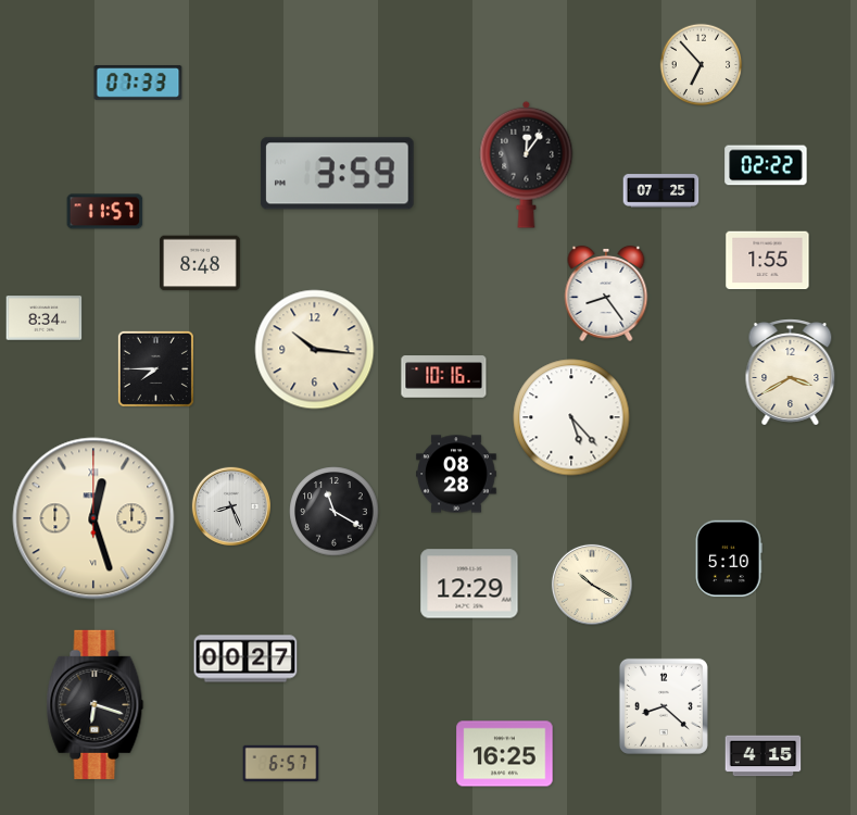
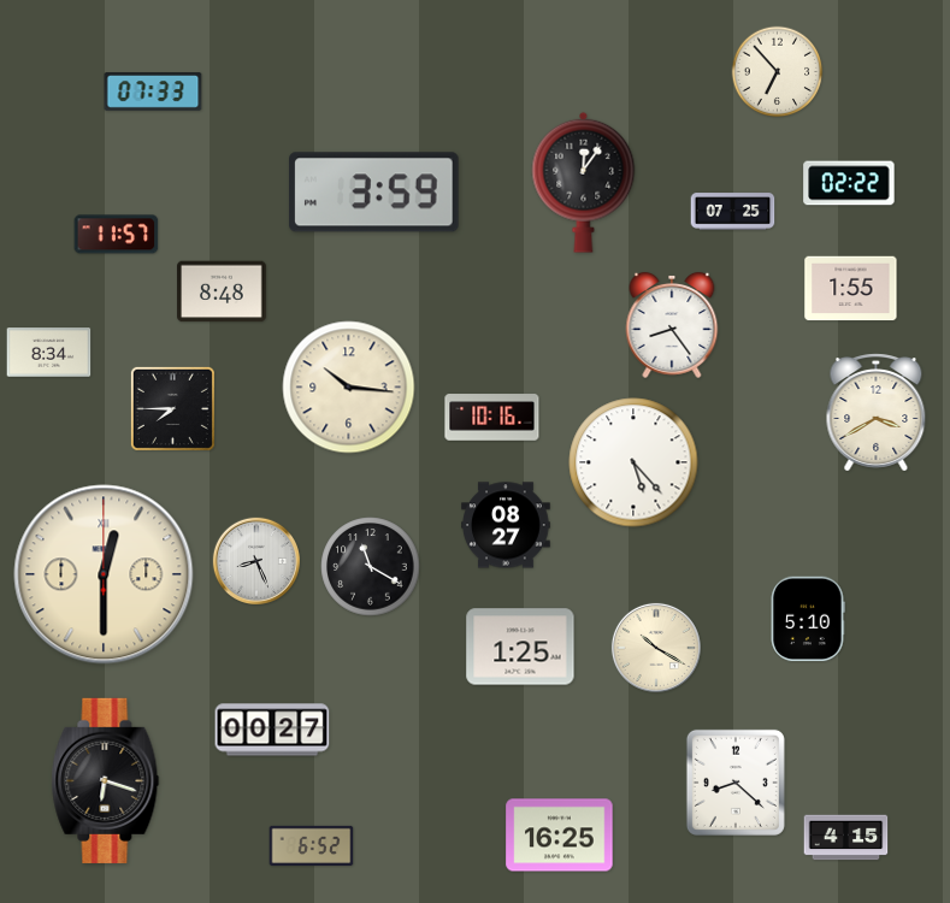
clock at (456, 474): 08:28 -> 08:27
clock at (93, 518): 12:27 -> 12:30
clock at (469, 584): 12:29 -> 1:25
clock at (281, 763): 6:57 -> 6:52
